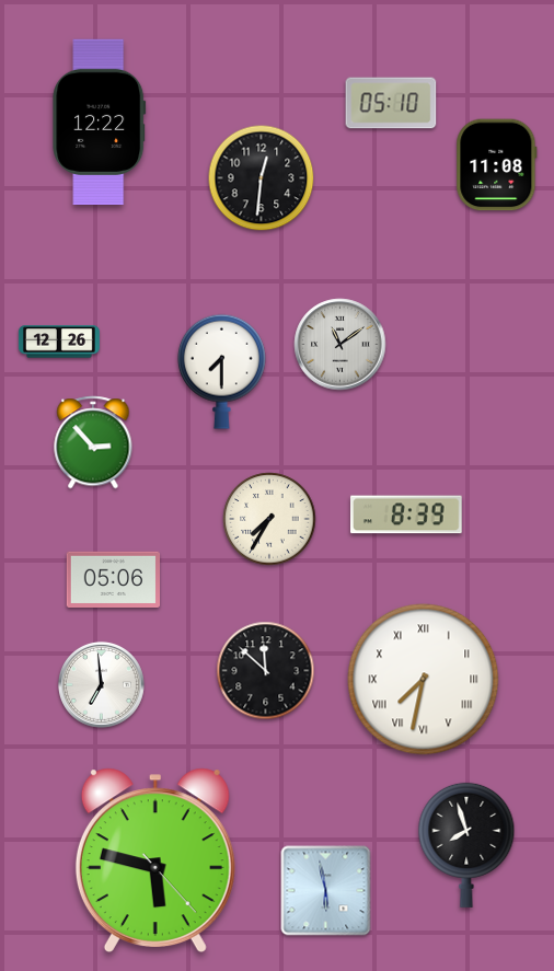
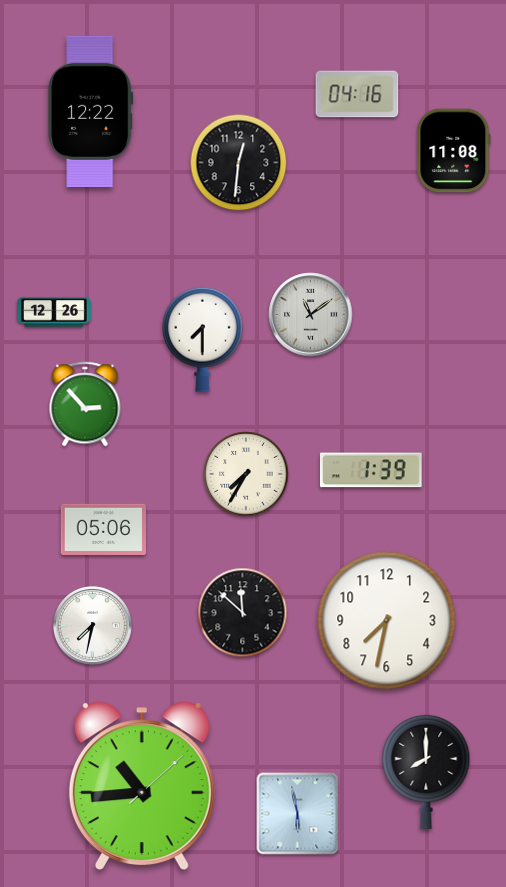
clock at (391, 103): 05:10 -> 04:16
clock at (407, 515): 8:39 -> 1:39
clock at (424, 680) numerals: Roman -> Arabic
clock at (101, 684): 6:59 -> 7:32
clock at (466, 845): 7:57 -> 8:00
clock at (155, 859): 5:47 -> 10:44
